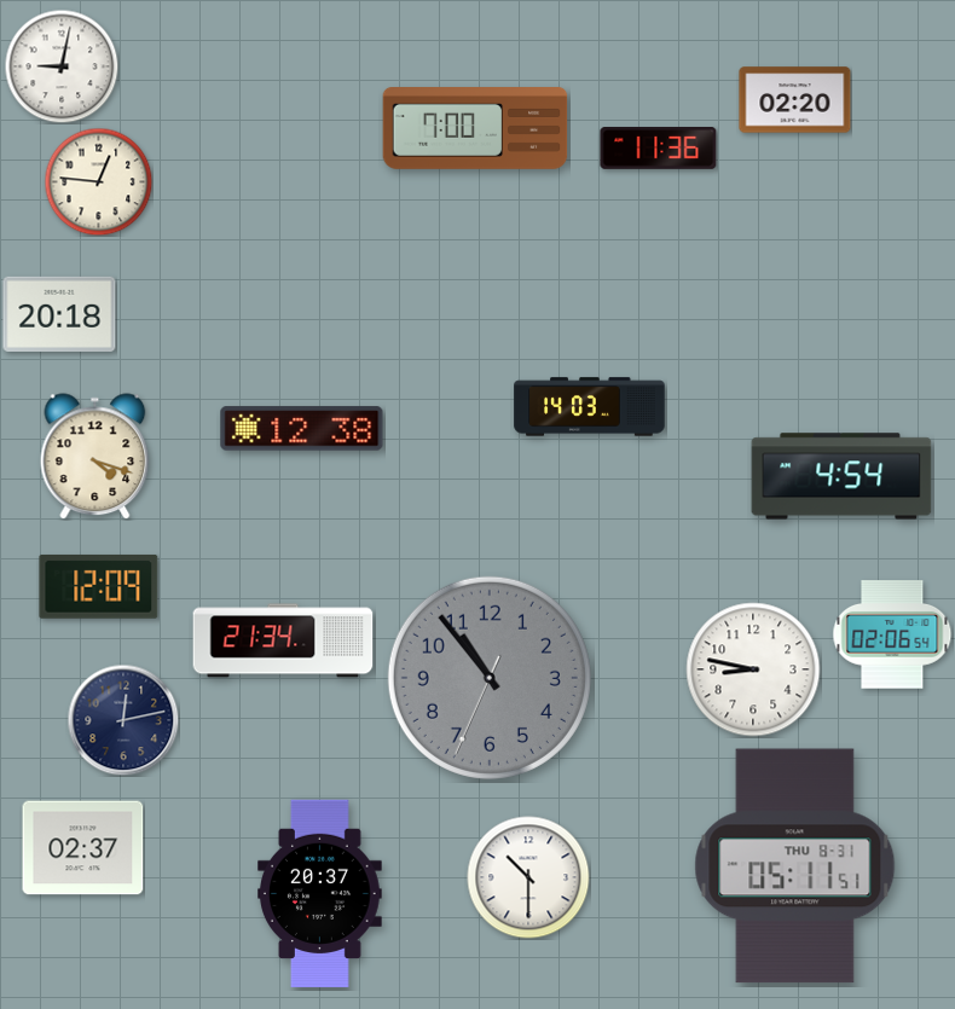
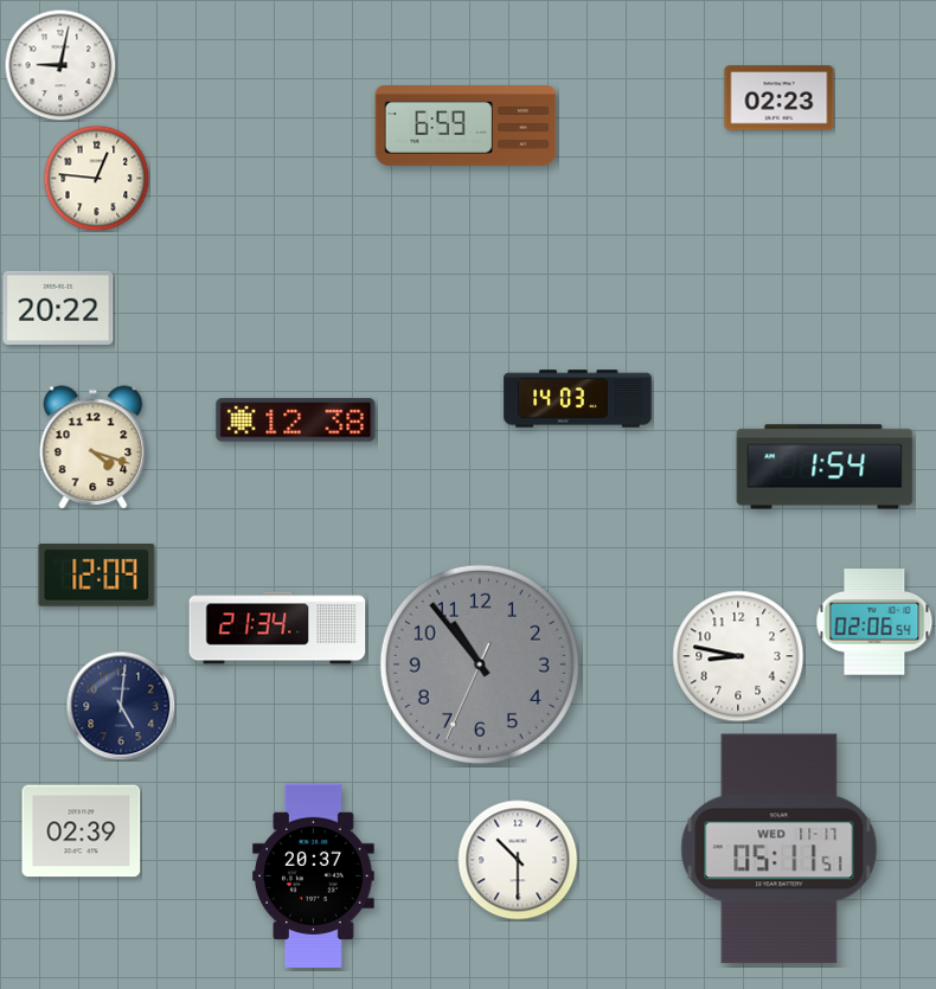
clock at (795, 100): 02:20 -> 02:23
clock at (475, 129): 7:00 -> 6:59
clock at (659, 149): 11:36 -> none
clock at (59, 313): 20:18 -> 20:22
clock at (841, 476): 4:54 -> 1:54
clock at (123, 720): 12:13 -> 5:01
clock at (83, 848): 02:37 -> 02:39
clock at (795, 866) date: THU 8-31 -> WED 11-17
